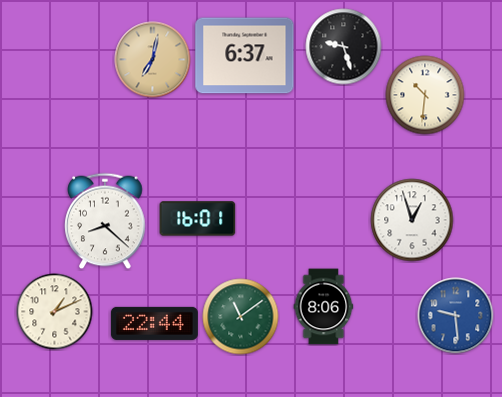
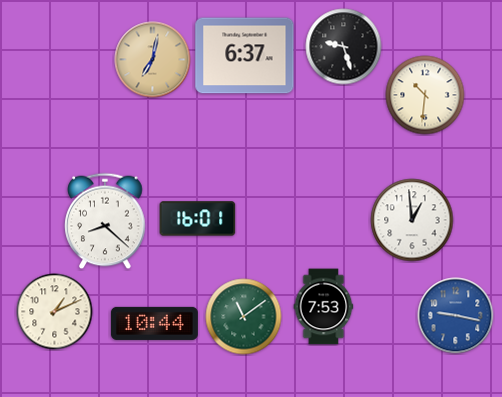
clock at (412, 220): 12:57 -> 12:59
clock at (324, 307): 8:06 -> 7:53
clock at (456, 316): 9:29 -> 9:17
clock at (241, 317) position: (241, 317) -> (244, 317)
clock at (154, 323): 22:44 -> 10:44
